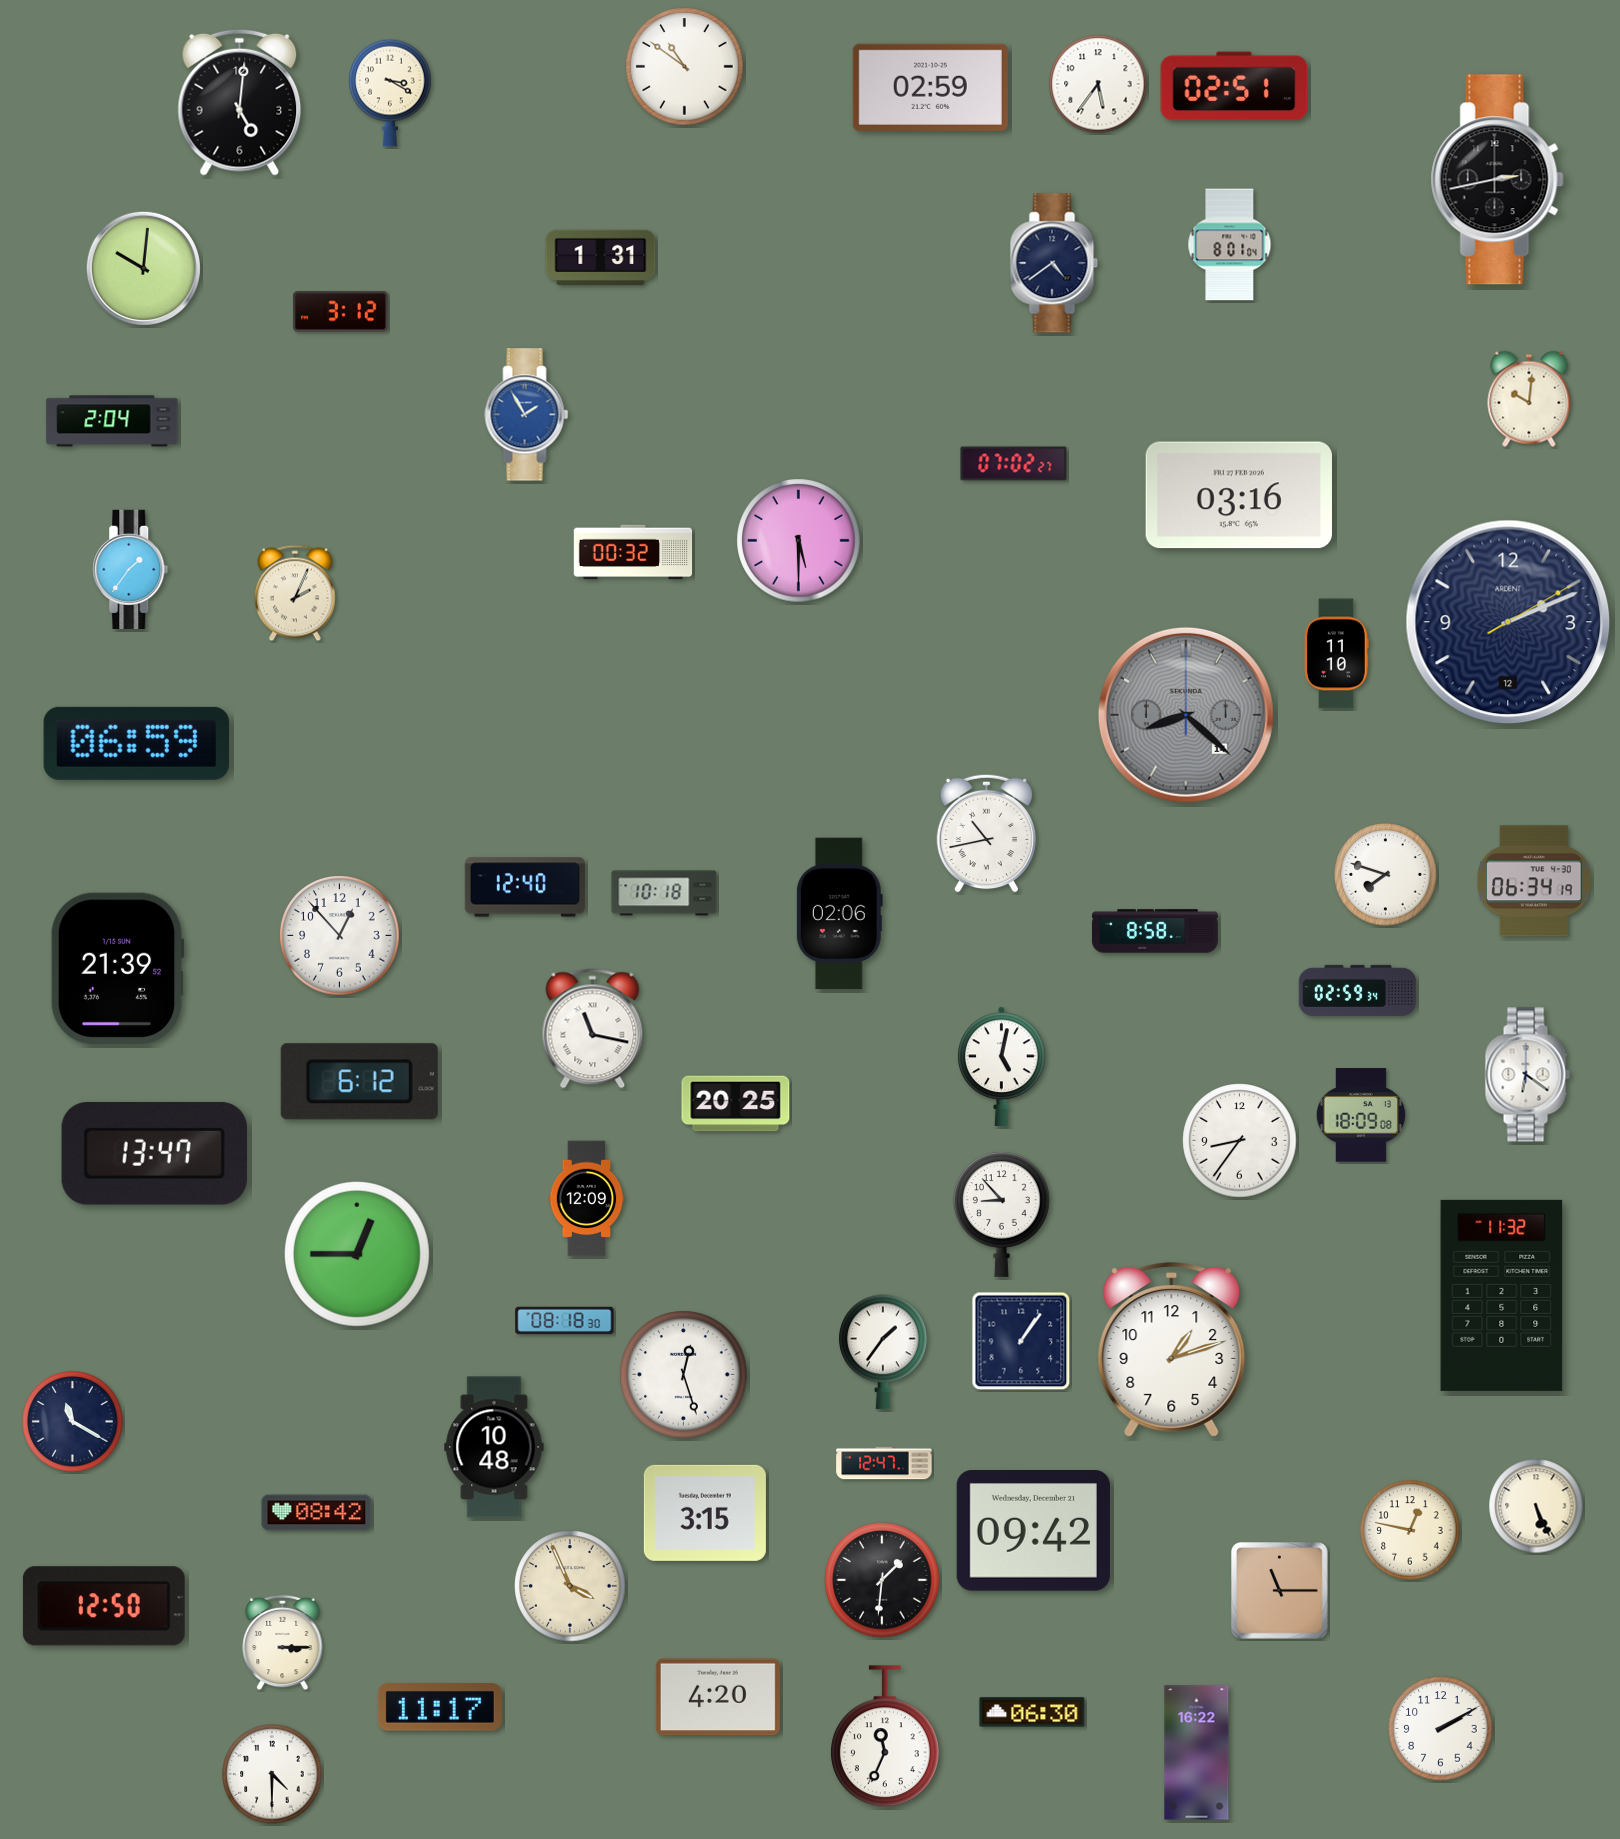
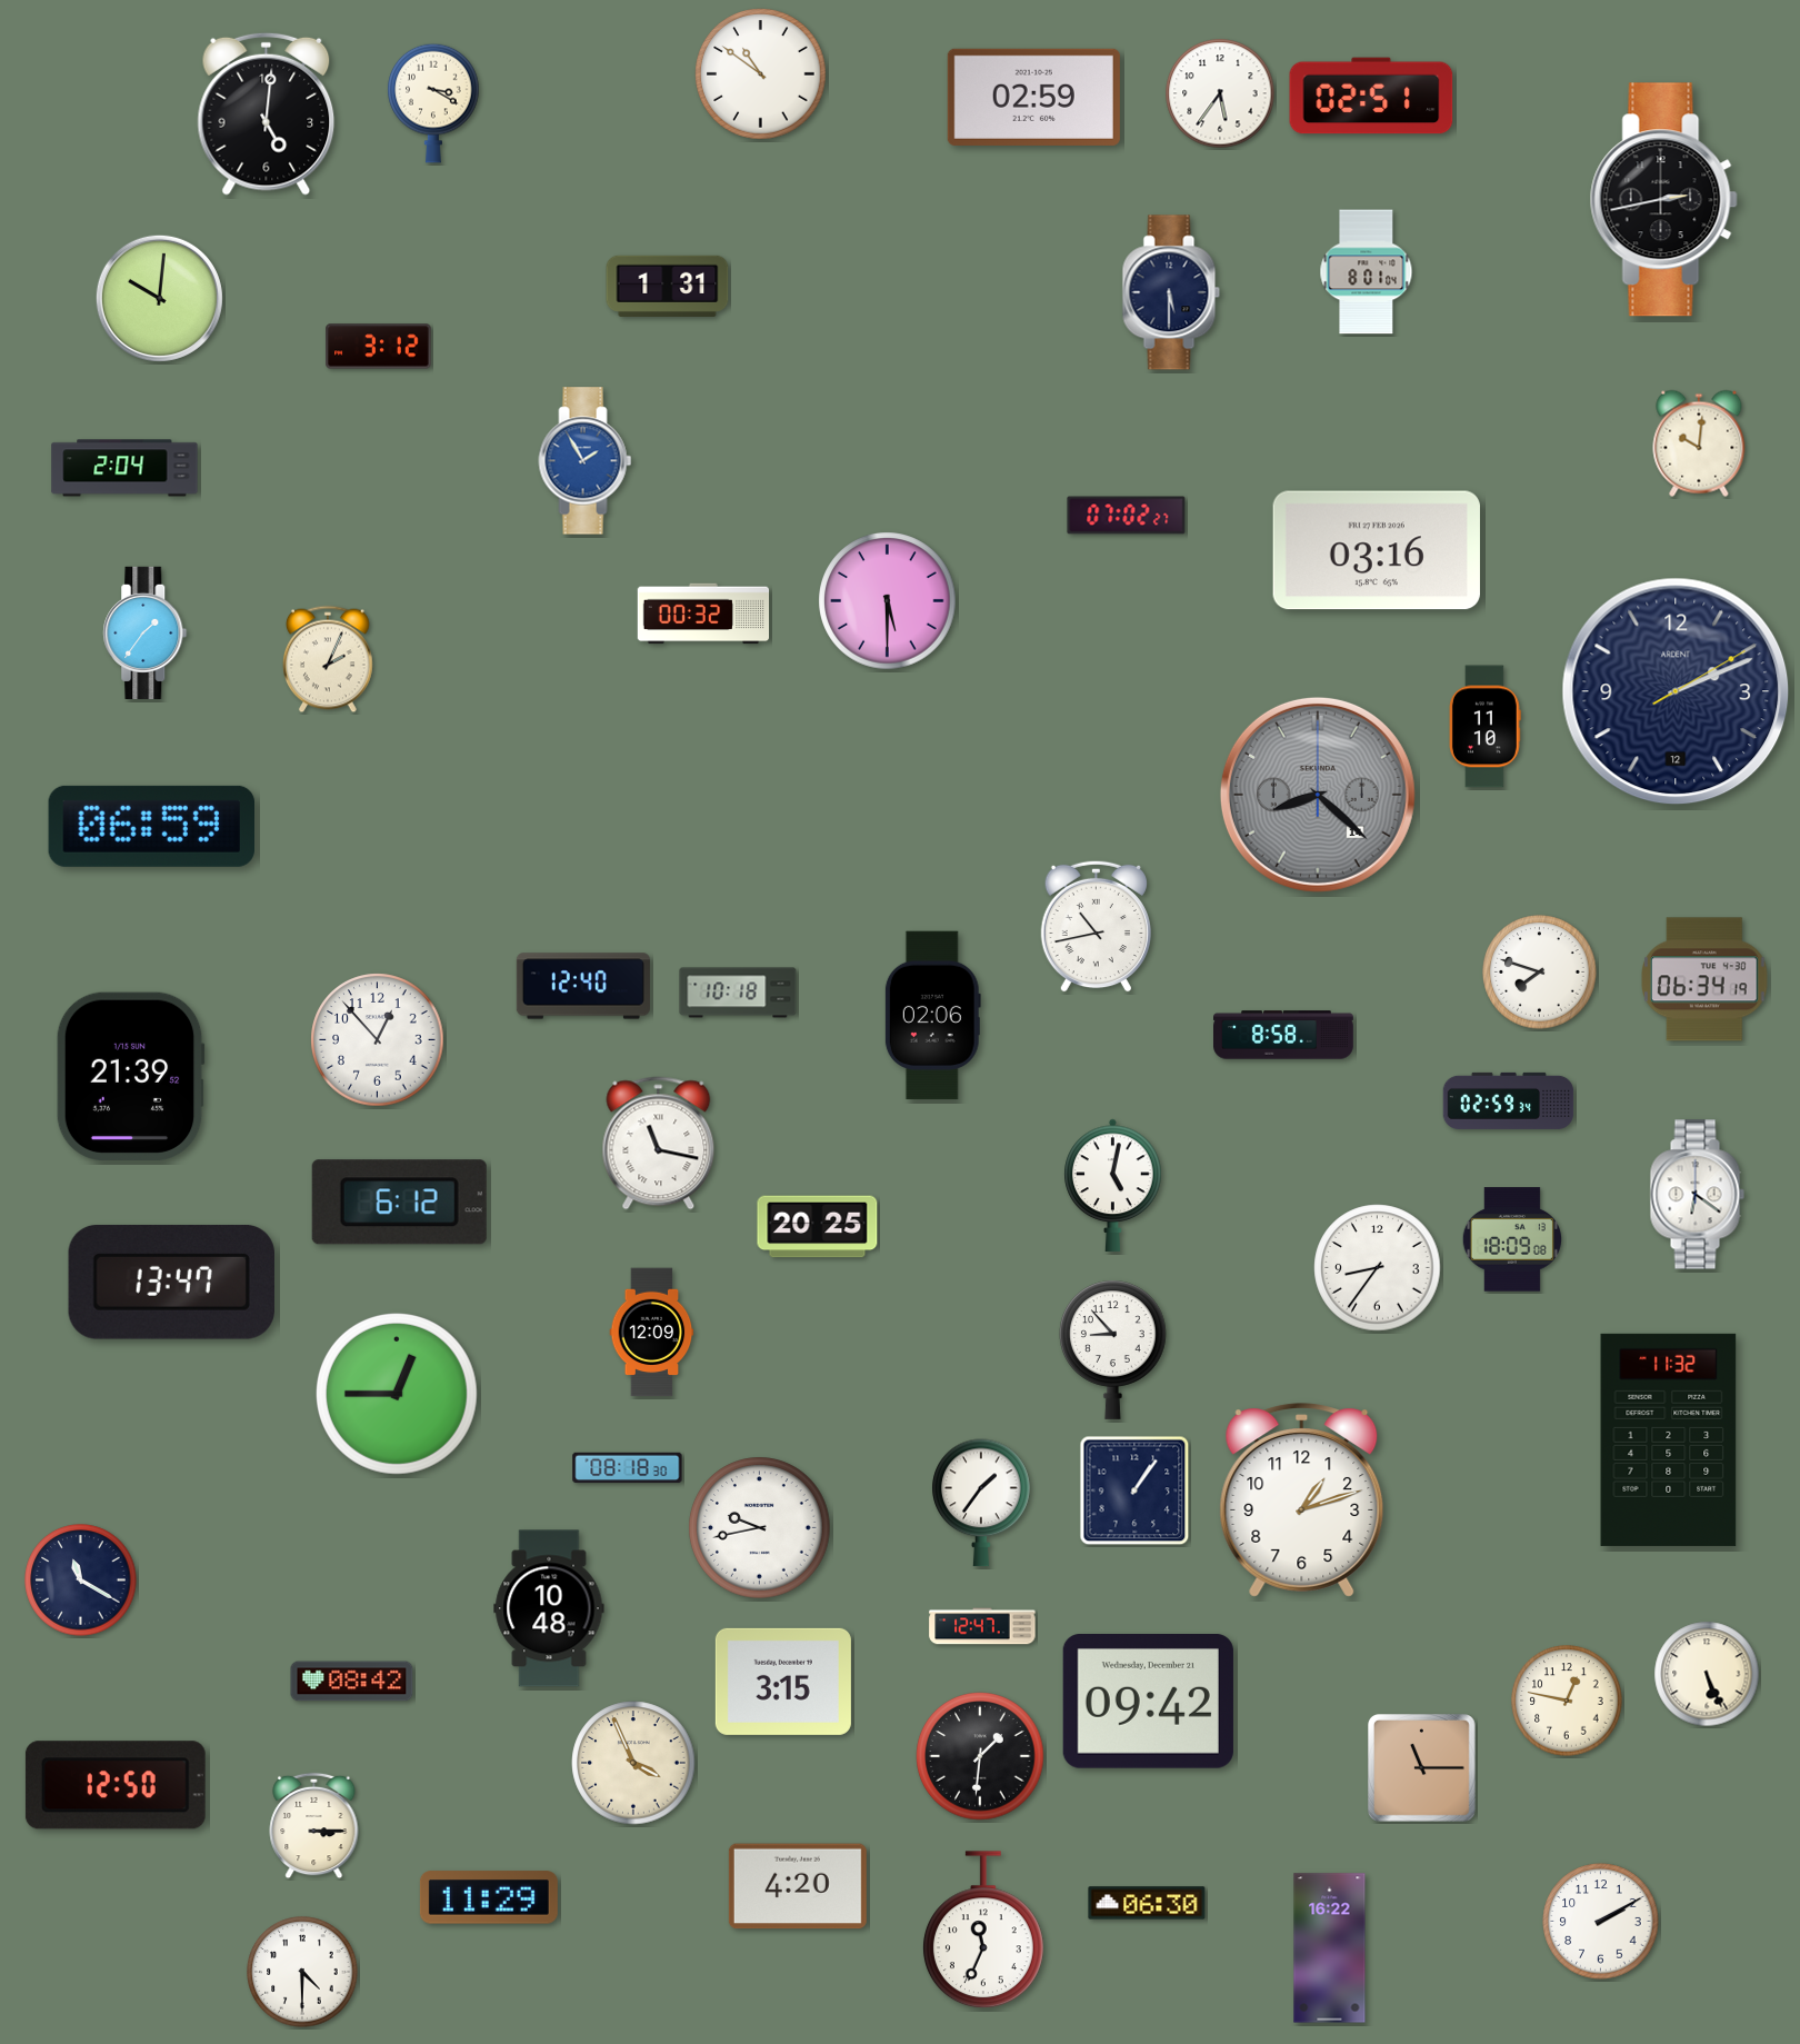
clock at (1054, 263): 4:39 -> 5:30
clock at (684, 1375): 12:27 -> 9:43
clock at (440, 1707): 11:17 -> 11:29
